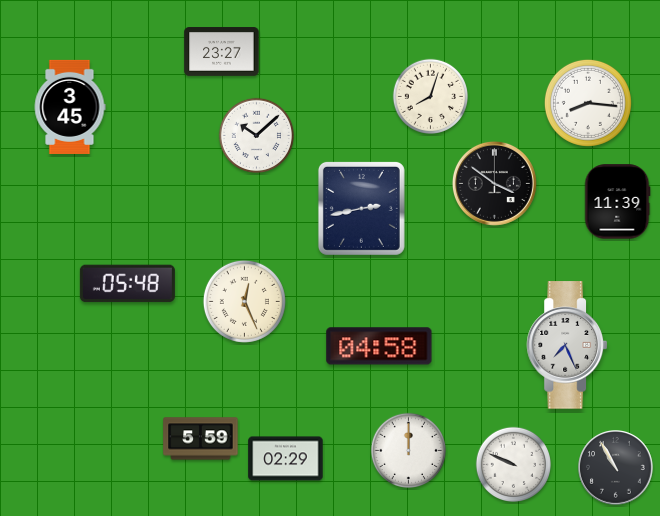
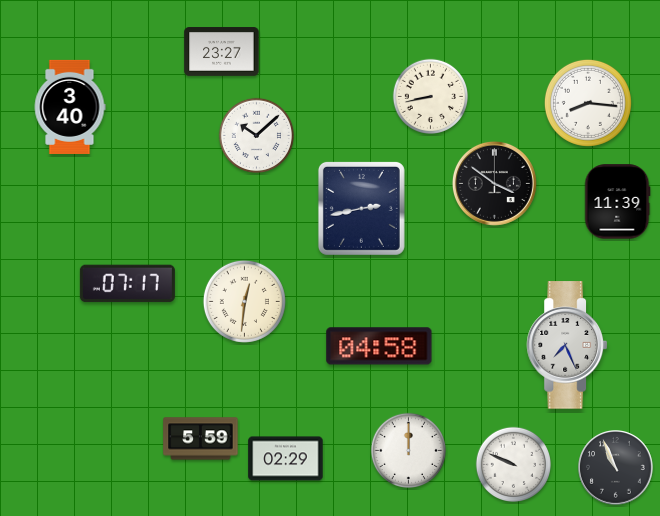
clock at (430, 96): 8:03 -> 8:43
clock at (70, 107): 3:45 -> 3:40
clock at (127, 284): 05:48 -> 07:17
clock at (244, 301): 12:26 -> 12:31
clock at (616, 468): 10:55 -> 10:56
